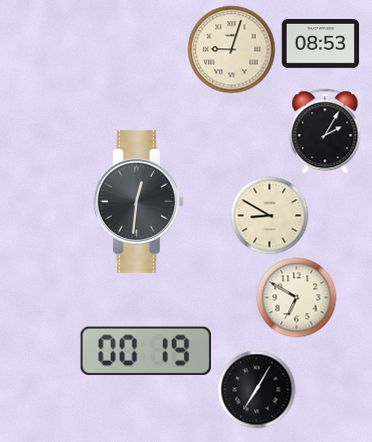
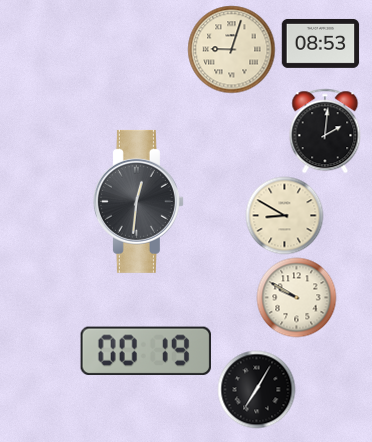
clock at (325, 131): 2:05 -> 2:01
clock at (269, 215) position: (269, 215) -> (284, 215)
clock at (296, 297): 6:50 -> 9:50
